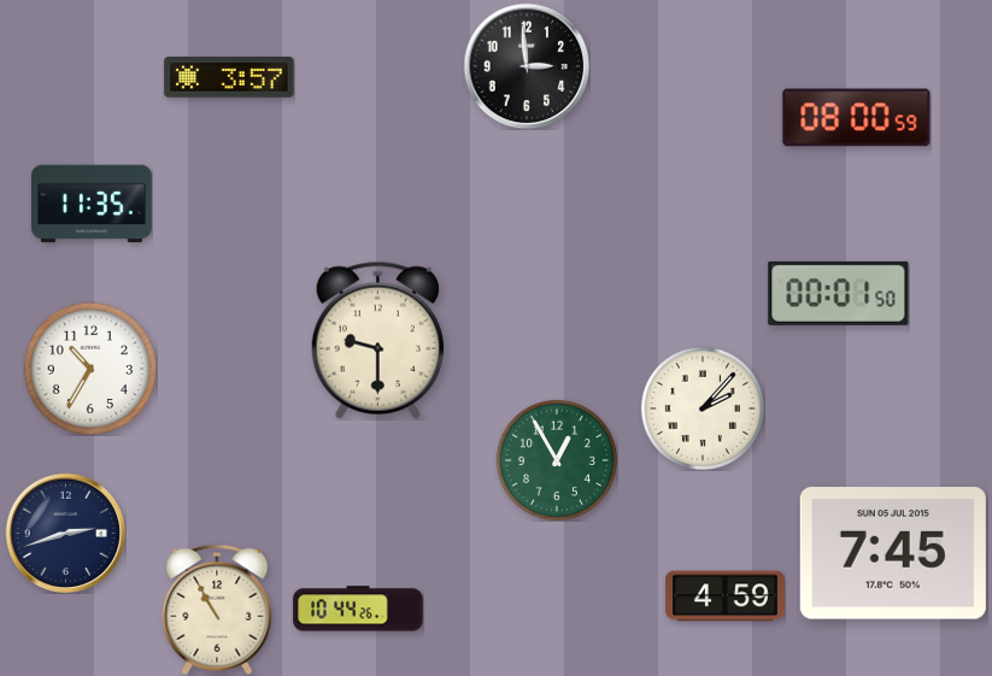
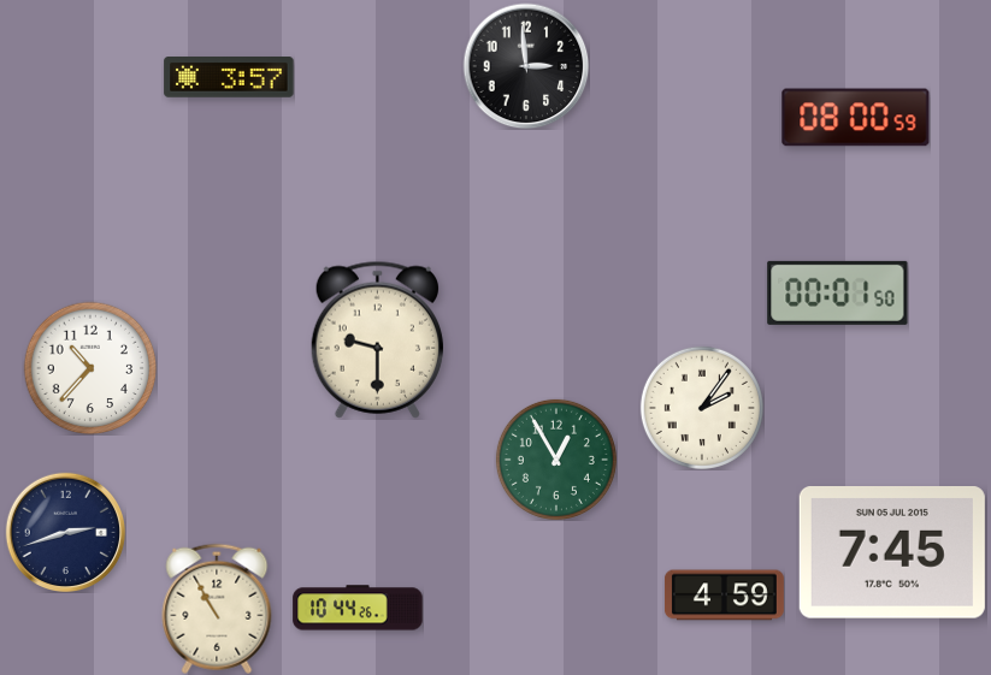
clock at (92, 204): 11:35 -> none
clock at (90, 369): 10:35 -> 10:37
clock at (703, 408): 2:07 -> 2:06
